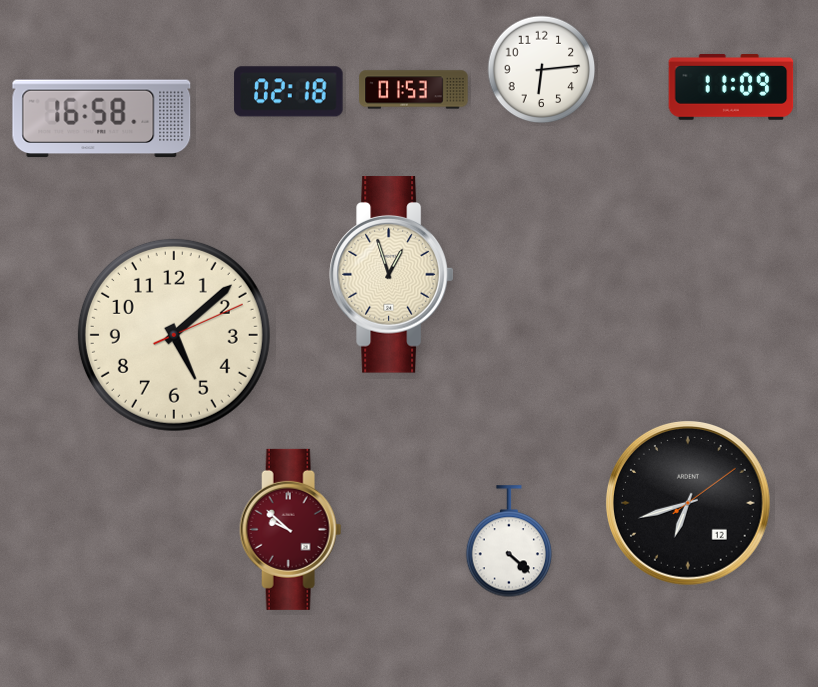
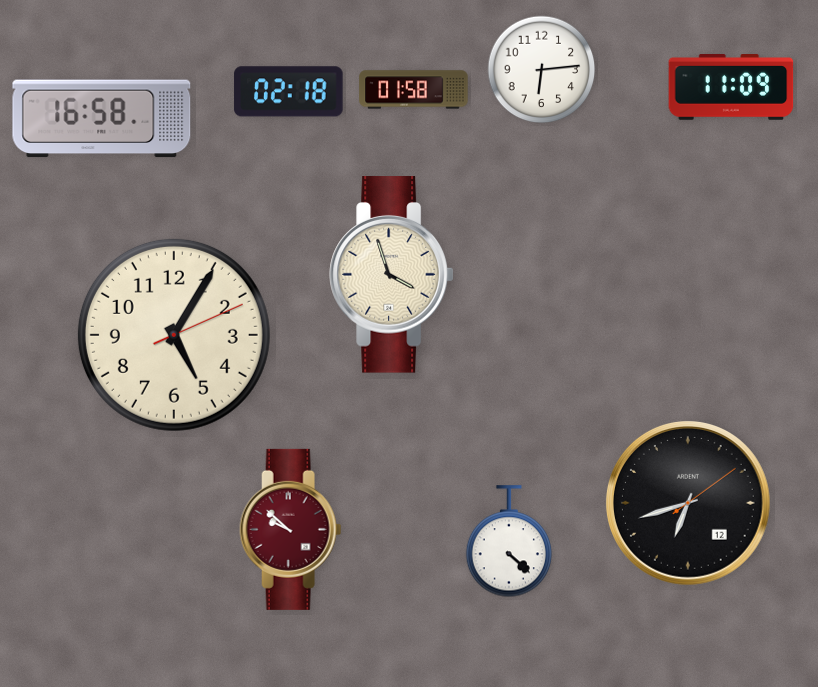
clock at (414, 90): 01:53 -> 01:58
clock at (392, 275): 12:57 -> 3:57
clock at (174, 335): 5:08 -> 5:05
